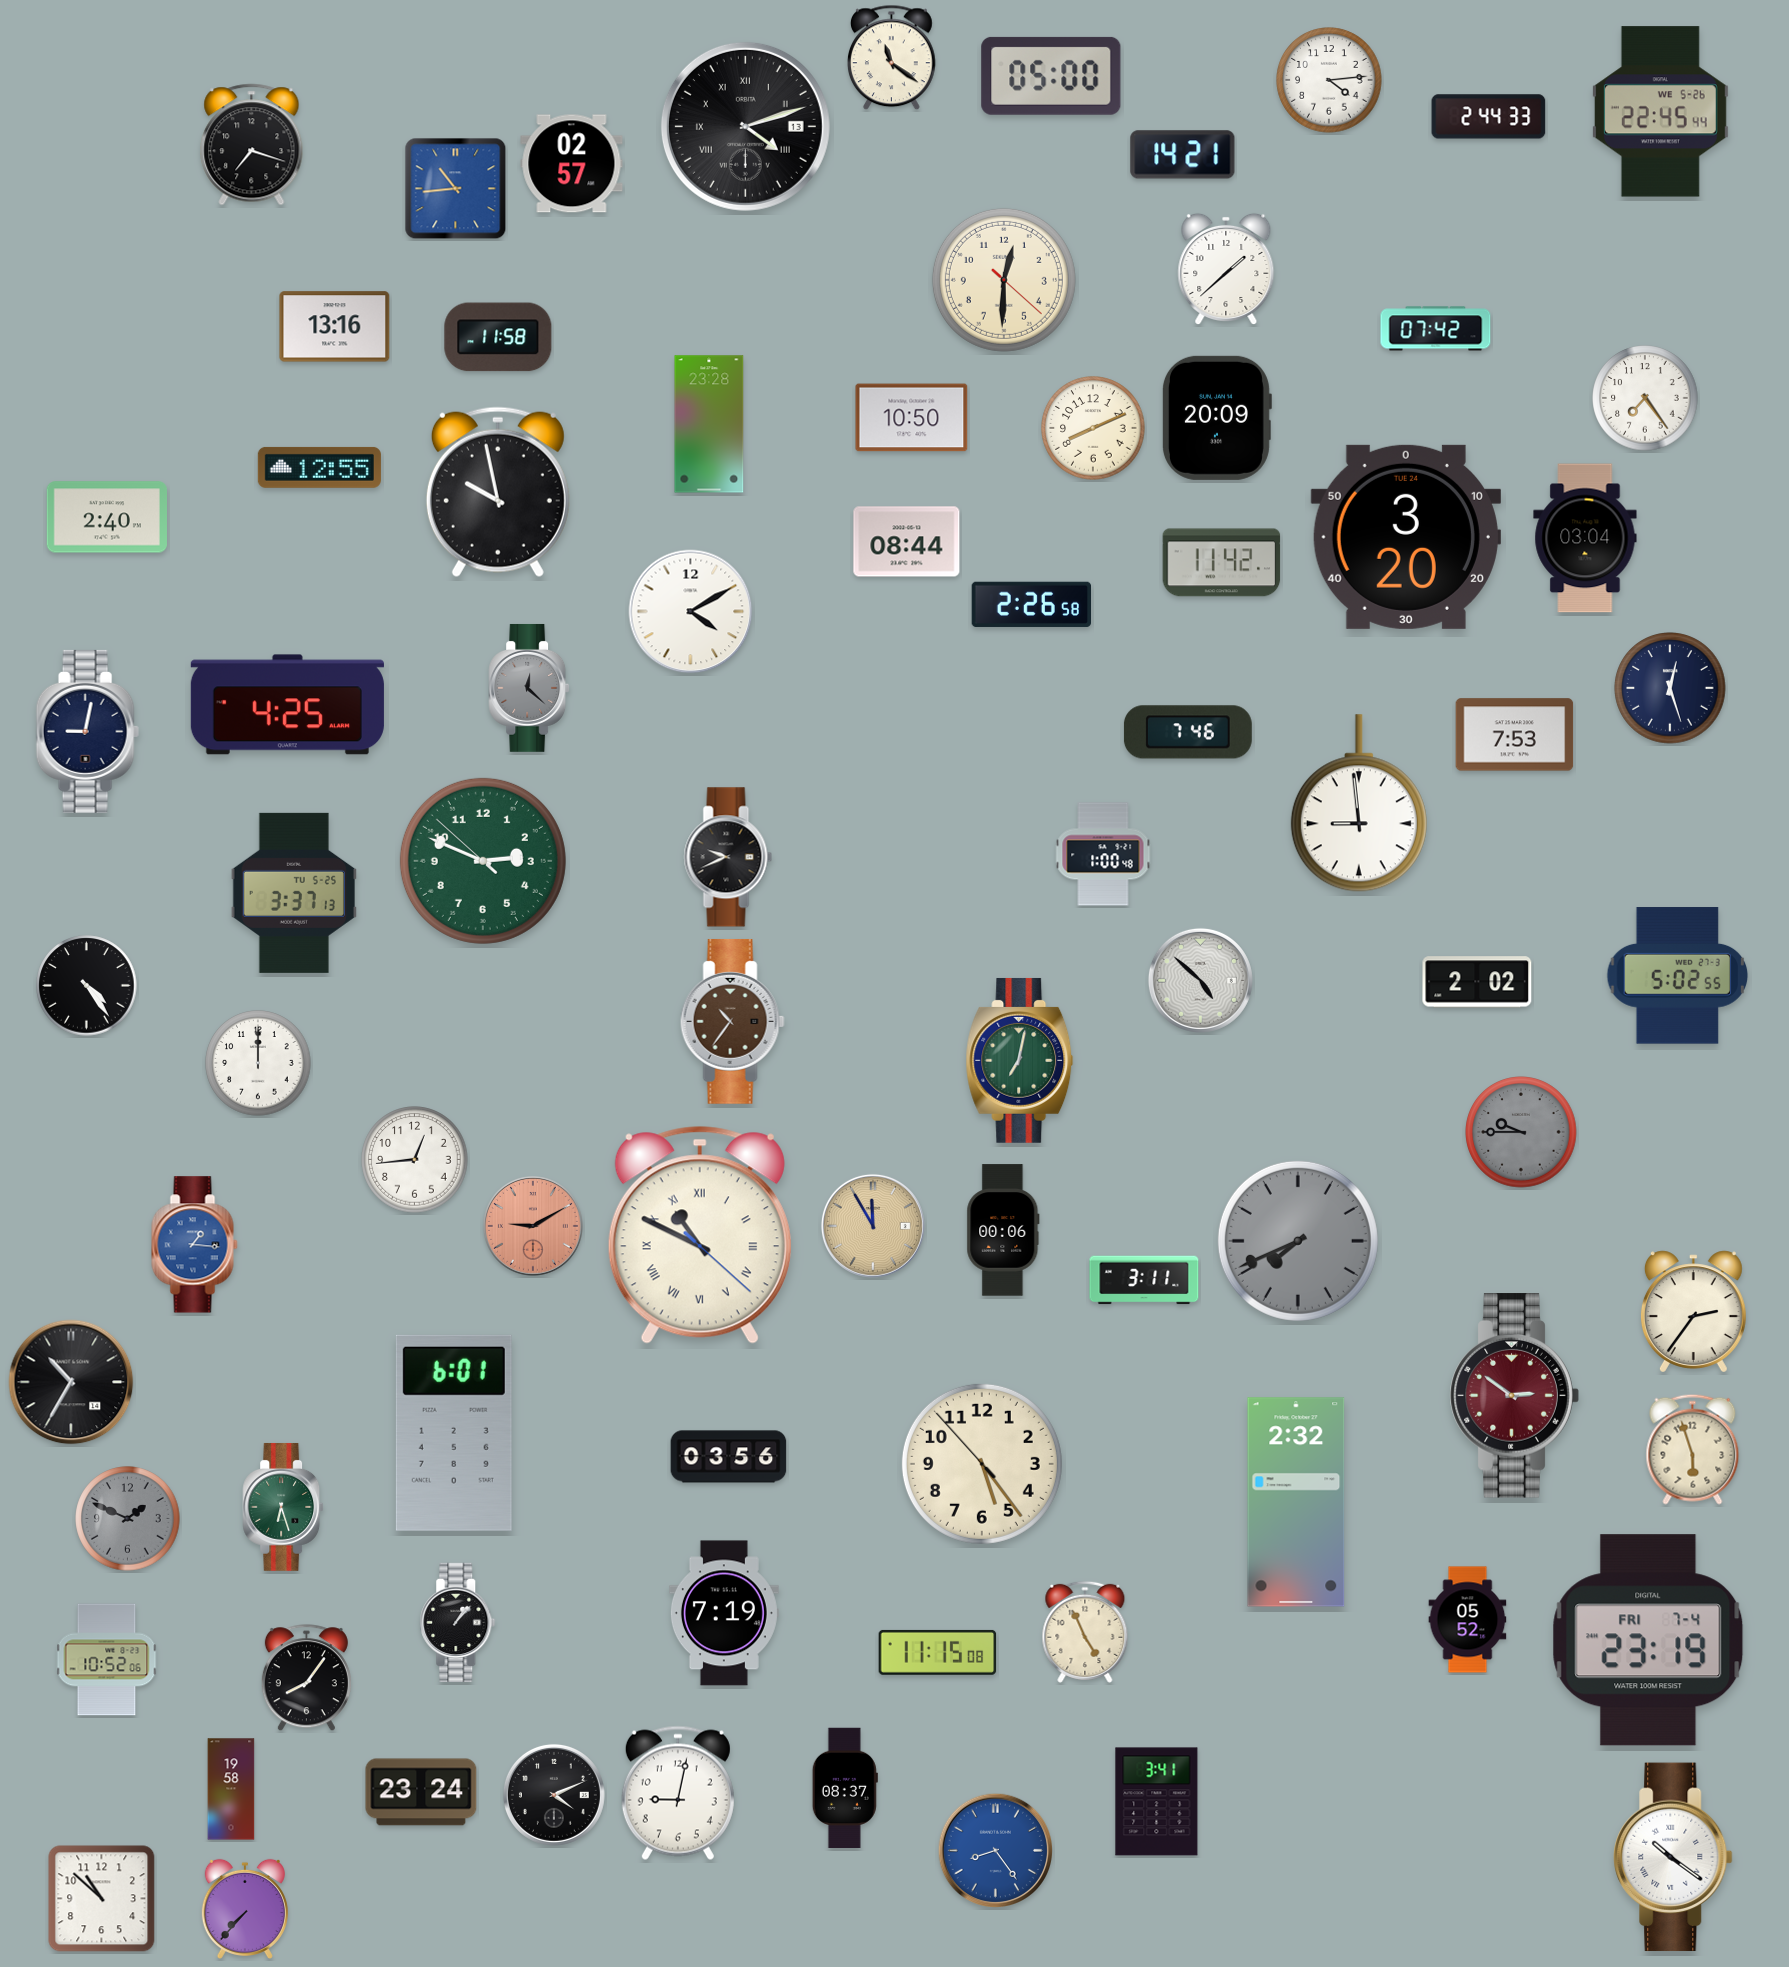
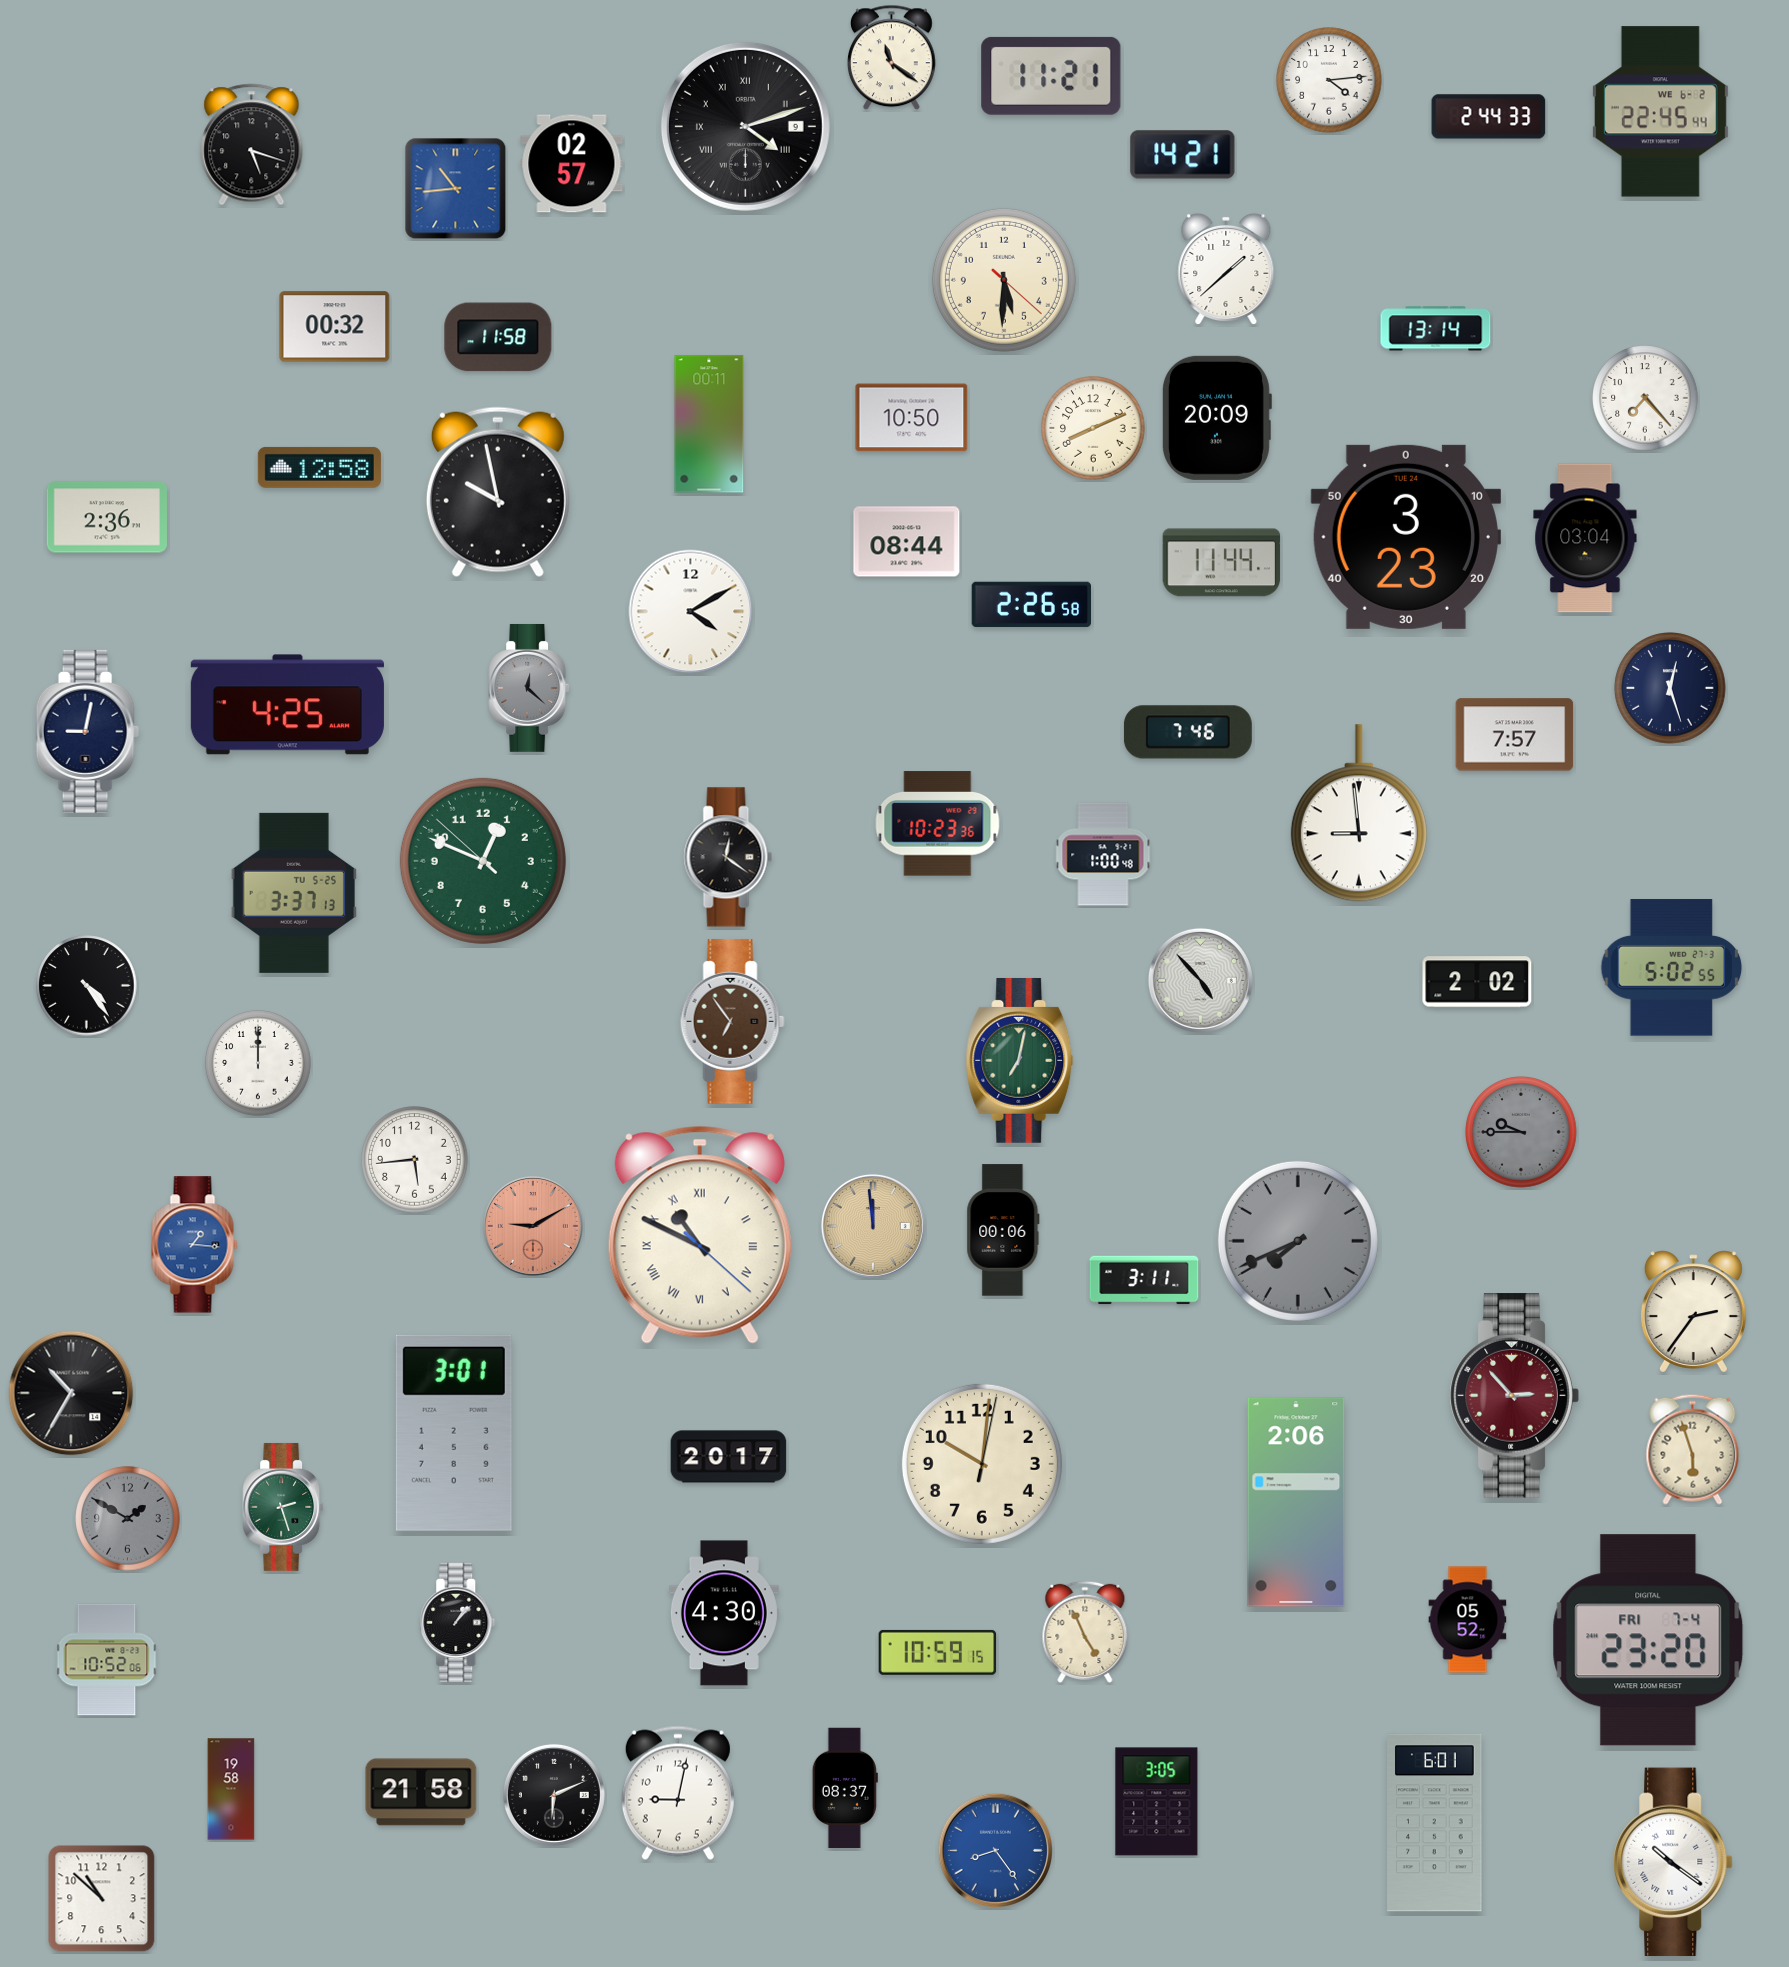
clock at (1051, 76): 05:00 -> 11:21
clock at (1660, 112) date: WE 5-26 -> WE 6-2
clock at (745, 126) date: 13 -> 9
clock at (252, 145): 7:18 -> 5:18
clock at (1004, 280): 12:30 -> 5:30
clock at (335, 327): 13:16 -> 00:32
clock at (1436, 329): 07:42 -> 13:14
clock at (1645, 398): 7:24 -> 7:23
clock at (709, 424): 23:28 -> 00:11
clock at (319, 467): 12:55 -> 12:58
clock at (106, 517): 2:40 -> 2:36
clock at (1406, 537): 3:20 -> 3:23
clock at (1222, 563): 11:42 -> 11:44
clock at (1515, 735): 7:53 -> 7:57
clock at (1359, 803) position: (1359, 803) -> (1359, 813)
clock at (938, 824): none -> 10:23
clock at (728, 857): 9:41 -> 12:21
clock at (483, 861): 2:48 -> 12:48
clock at (1678, 976) position: (1678, 976) -> (1672, 968)
clock at (1200, 980): 4:52 -> 4:53
clock at (732, 1021): 10:36 -> 6:54
clock at (415, 1160): 12:44 -> 5:44
clock at (873, 1226): 11:55 -> 11:59
clock at (71, 1382) position: (71, 1382) -> (71, 1393)
clock at (1514, 1396): 2:51 -> 2:53
clock at (454, 1433): 6:01 -> 3:01
clock at (729, 1457): 03:56 -> 20:17
clock at (982, 1464): 5:23 -> 10:01
clock at (1296, 1502): 2:32 -> 2:06
clock at (283, 1507): 6:27 -> 2:27
clock at (128, 1519): 1:49 -> 1:50
clock at (724, 1613): 7:19 -> 4:30
clock at (1648, 1640): 23:19 -> 23:20
clock at (938, 1652): 11:15 -> 10:59
clock at (306, 1678): 8:06 -> none
clock at (421, 1792): 23:24 -> 21:58
clock at (554, 1795): 4:11 -> 6:11
clock at (1157, 1802): 3:41 -> 3:05
clock at (1435, 1823): none -> 6:01
clock at (1673, 1857) position: (1673, 1857) -> (1673, 1862)
clock at (245, 1908): 7:37 -> none
